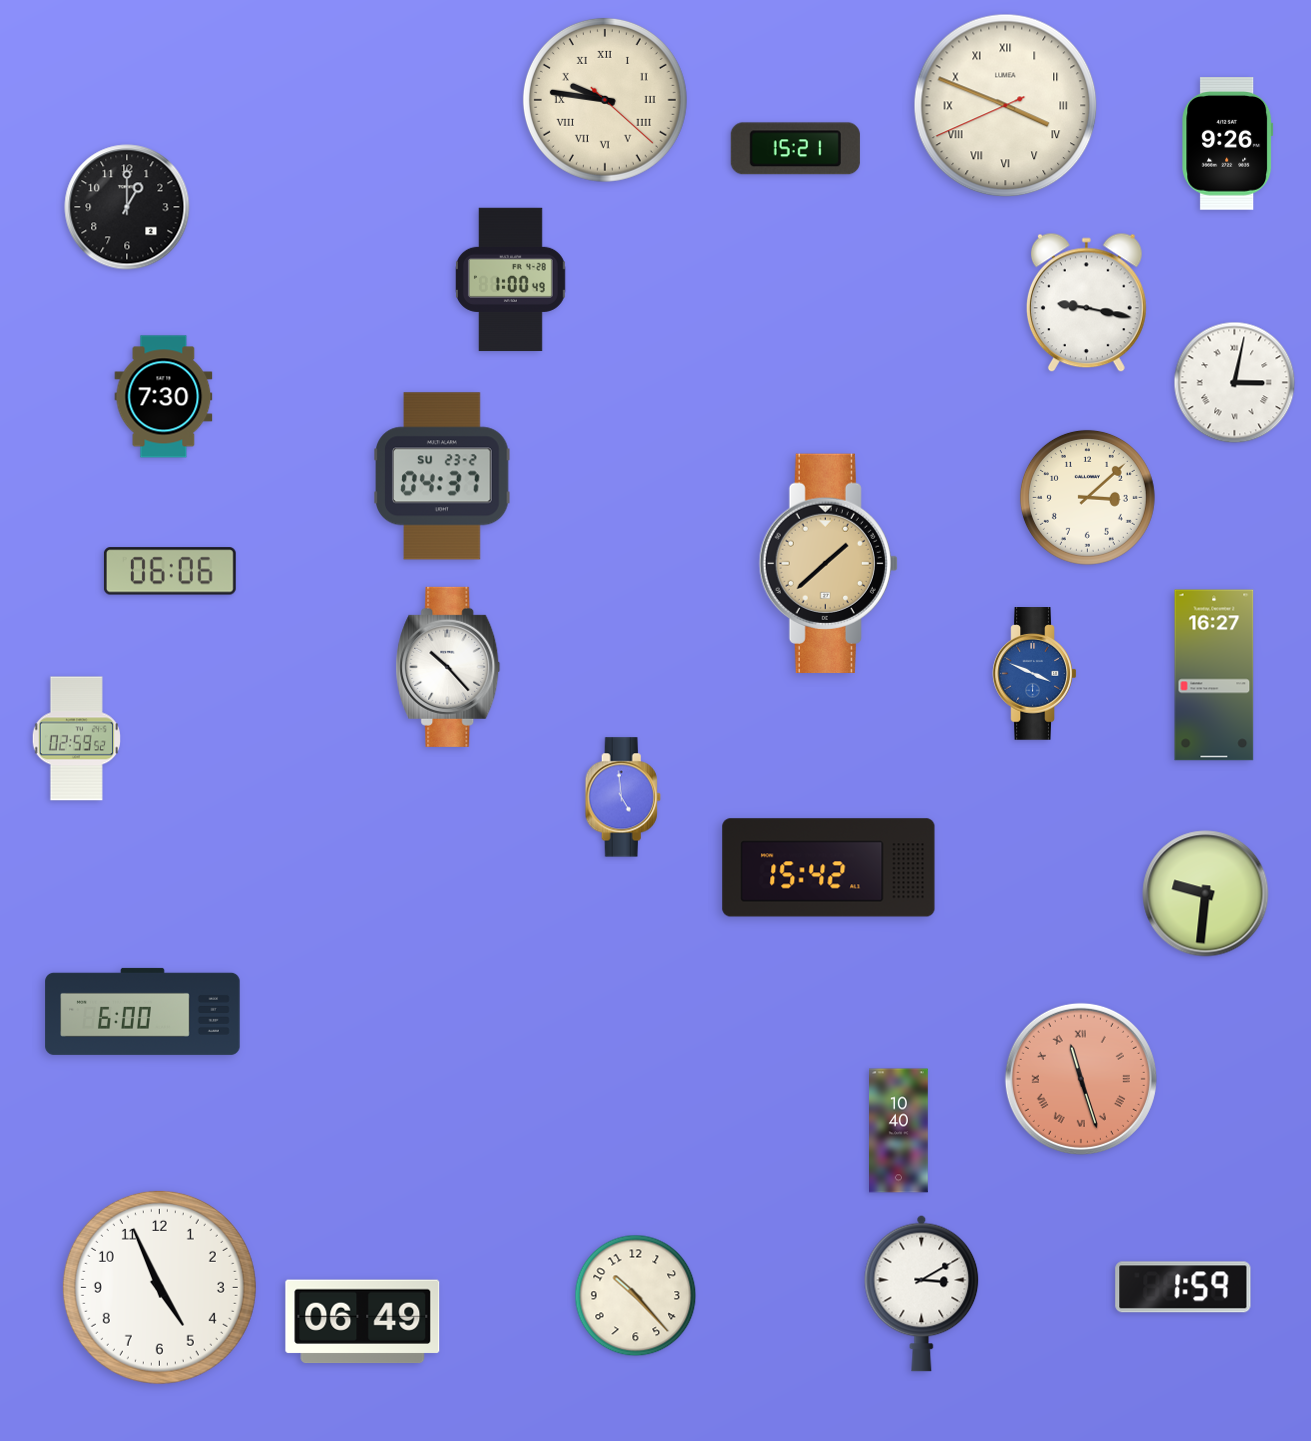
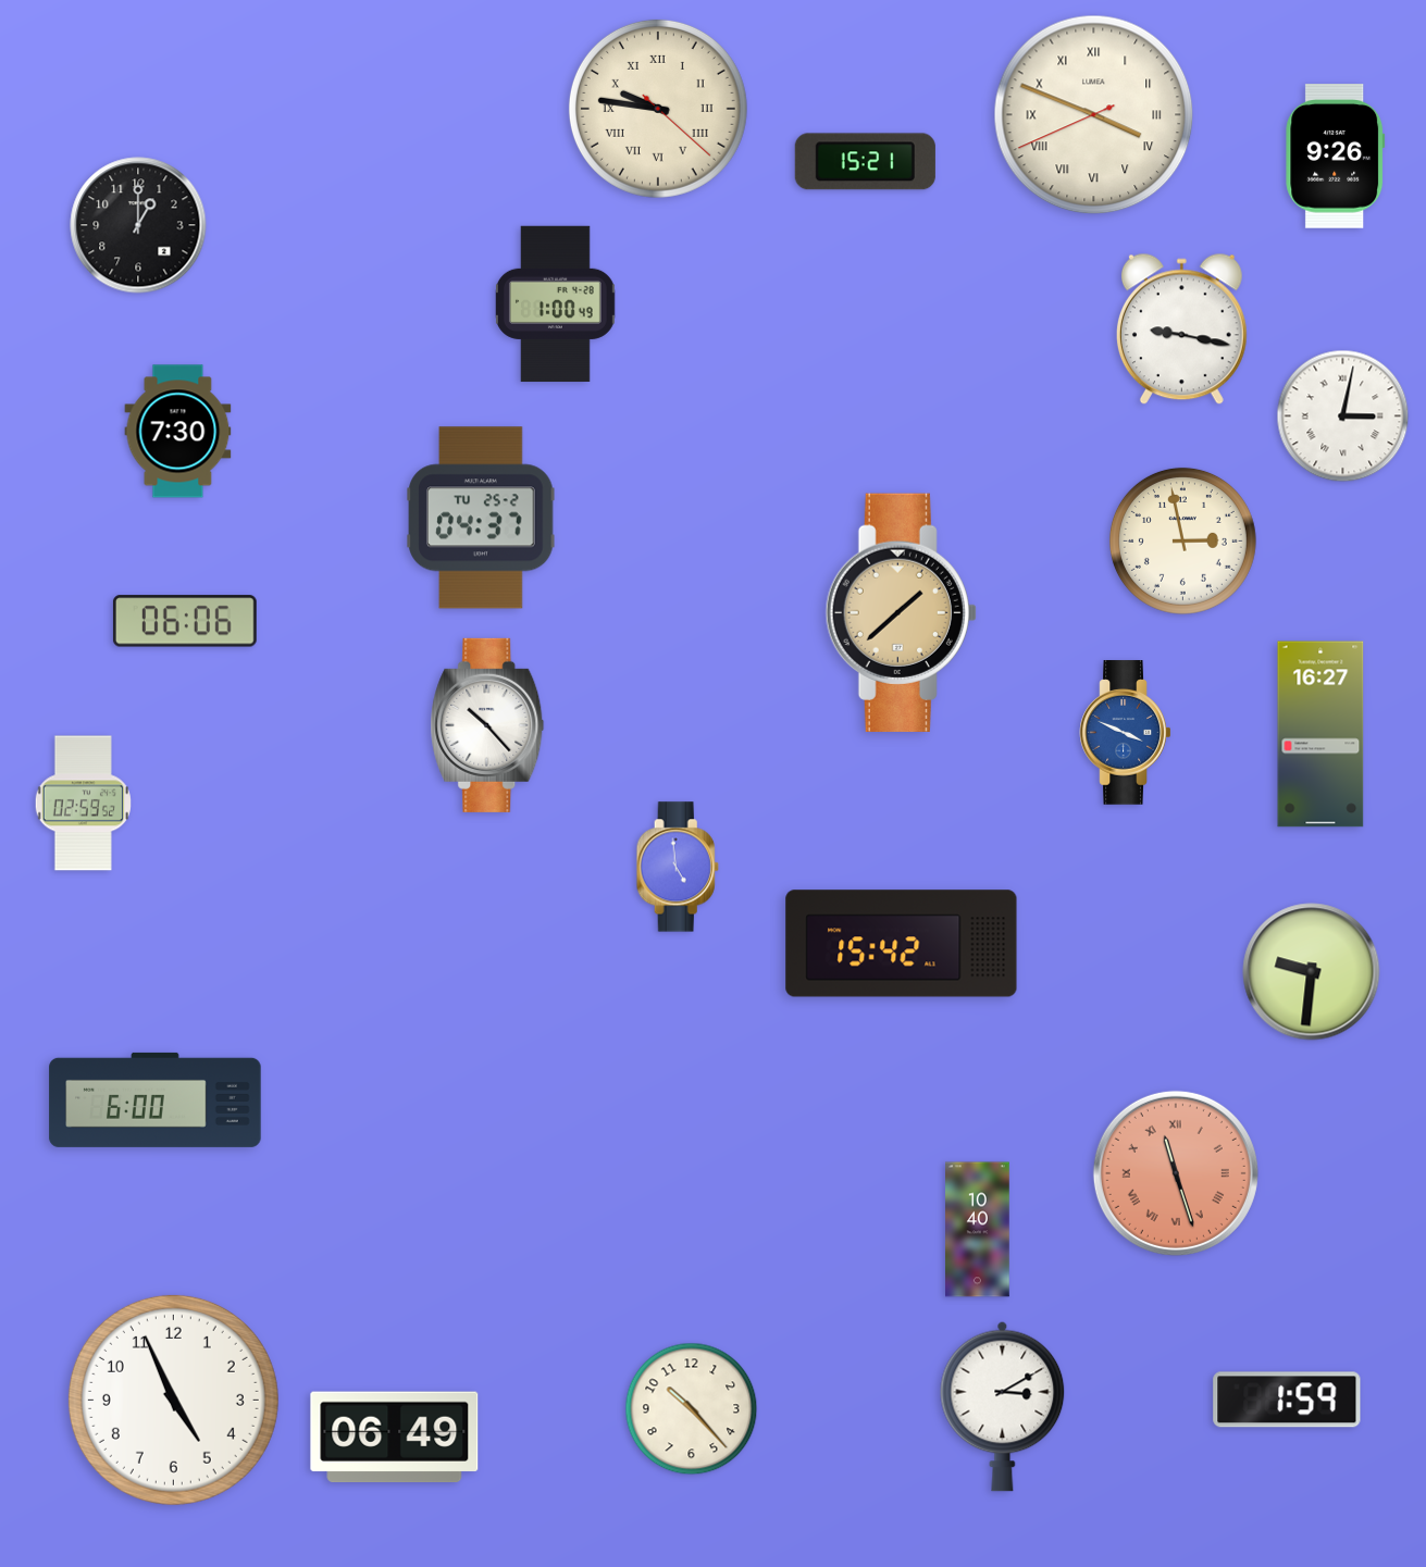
clock at (442, 476) date: SU 23-2 -> TU 25-2
clock at (1087, 497): 3:08 -> 2:58
